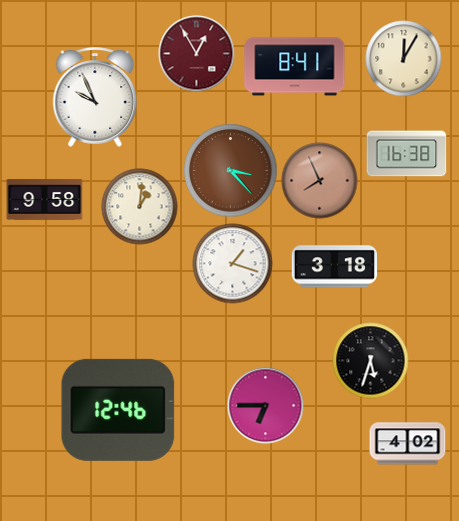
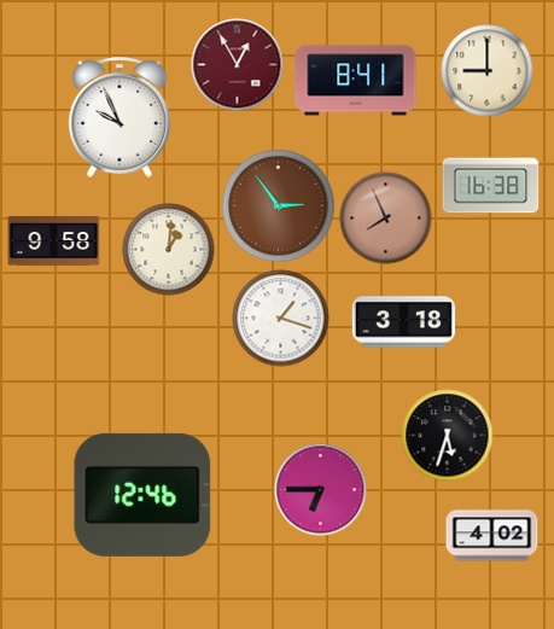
clock at (404, 59): 12:05 -> 9:00
clock at (95, 97) position: (95, 97) -> (119, 117)
clock at (231, 171): 3:23 -> 2:54
